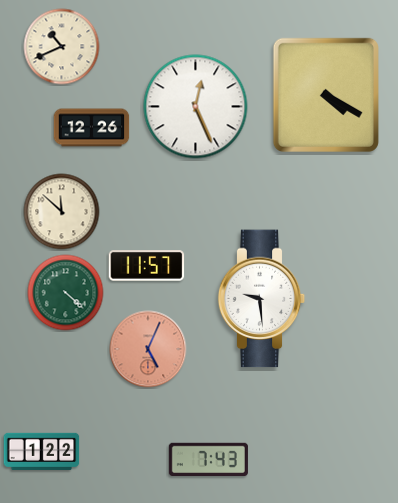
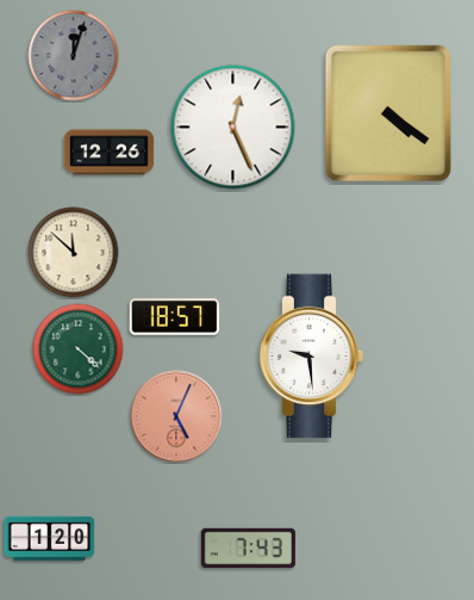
clock at (62, 47): 10:41 -> 12:03
clock at (62, 47) dial: cream -> grey
clock at (326, 95): 4:20 -> 4:21
clock at (147, 266): 11:57 -> 18:57
clock at (42, 451): 1:22 -> 1:20
